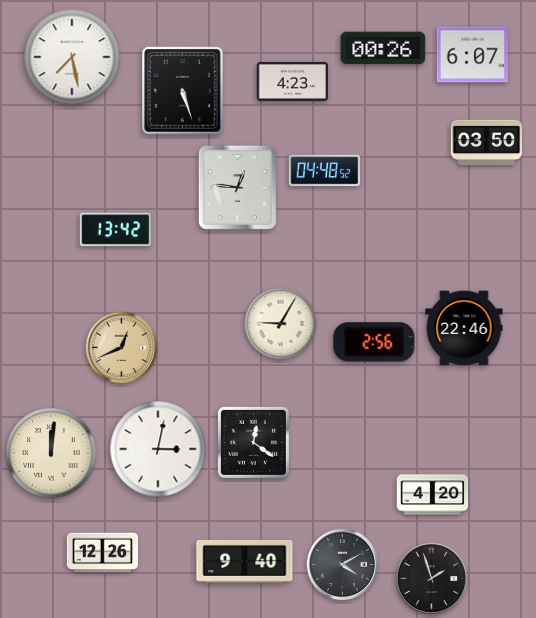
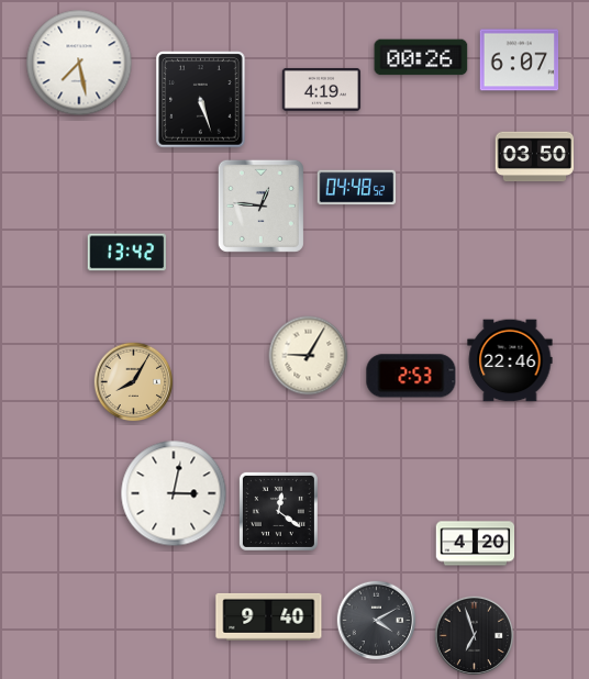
clock at (383, 48) position: (383, 48) -> (421, 57)
clock at (293, 81): 4:23 -> 4:19
clock at (374, 342): 2:56 -> 2:53
clock at (122, 348): 12:41 -> 8:05
clock at (253, 442) position: (253, 442) -> (278, 511)
clock at (51, 453): 12:01 -> none
clock at (103, 553): 12:26 -> none
clock at (432, 579): 1:57 -> 6:57
